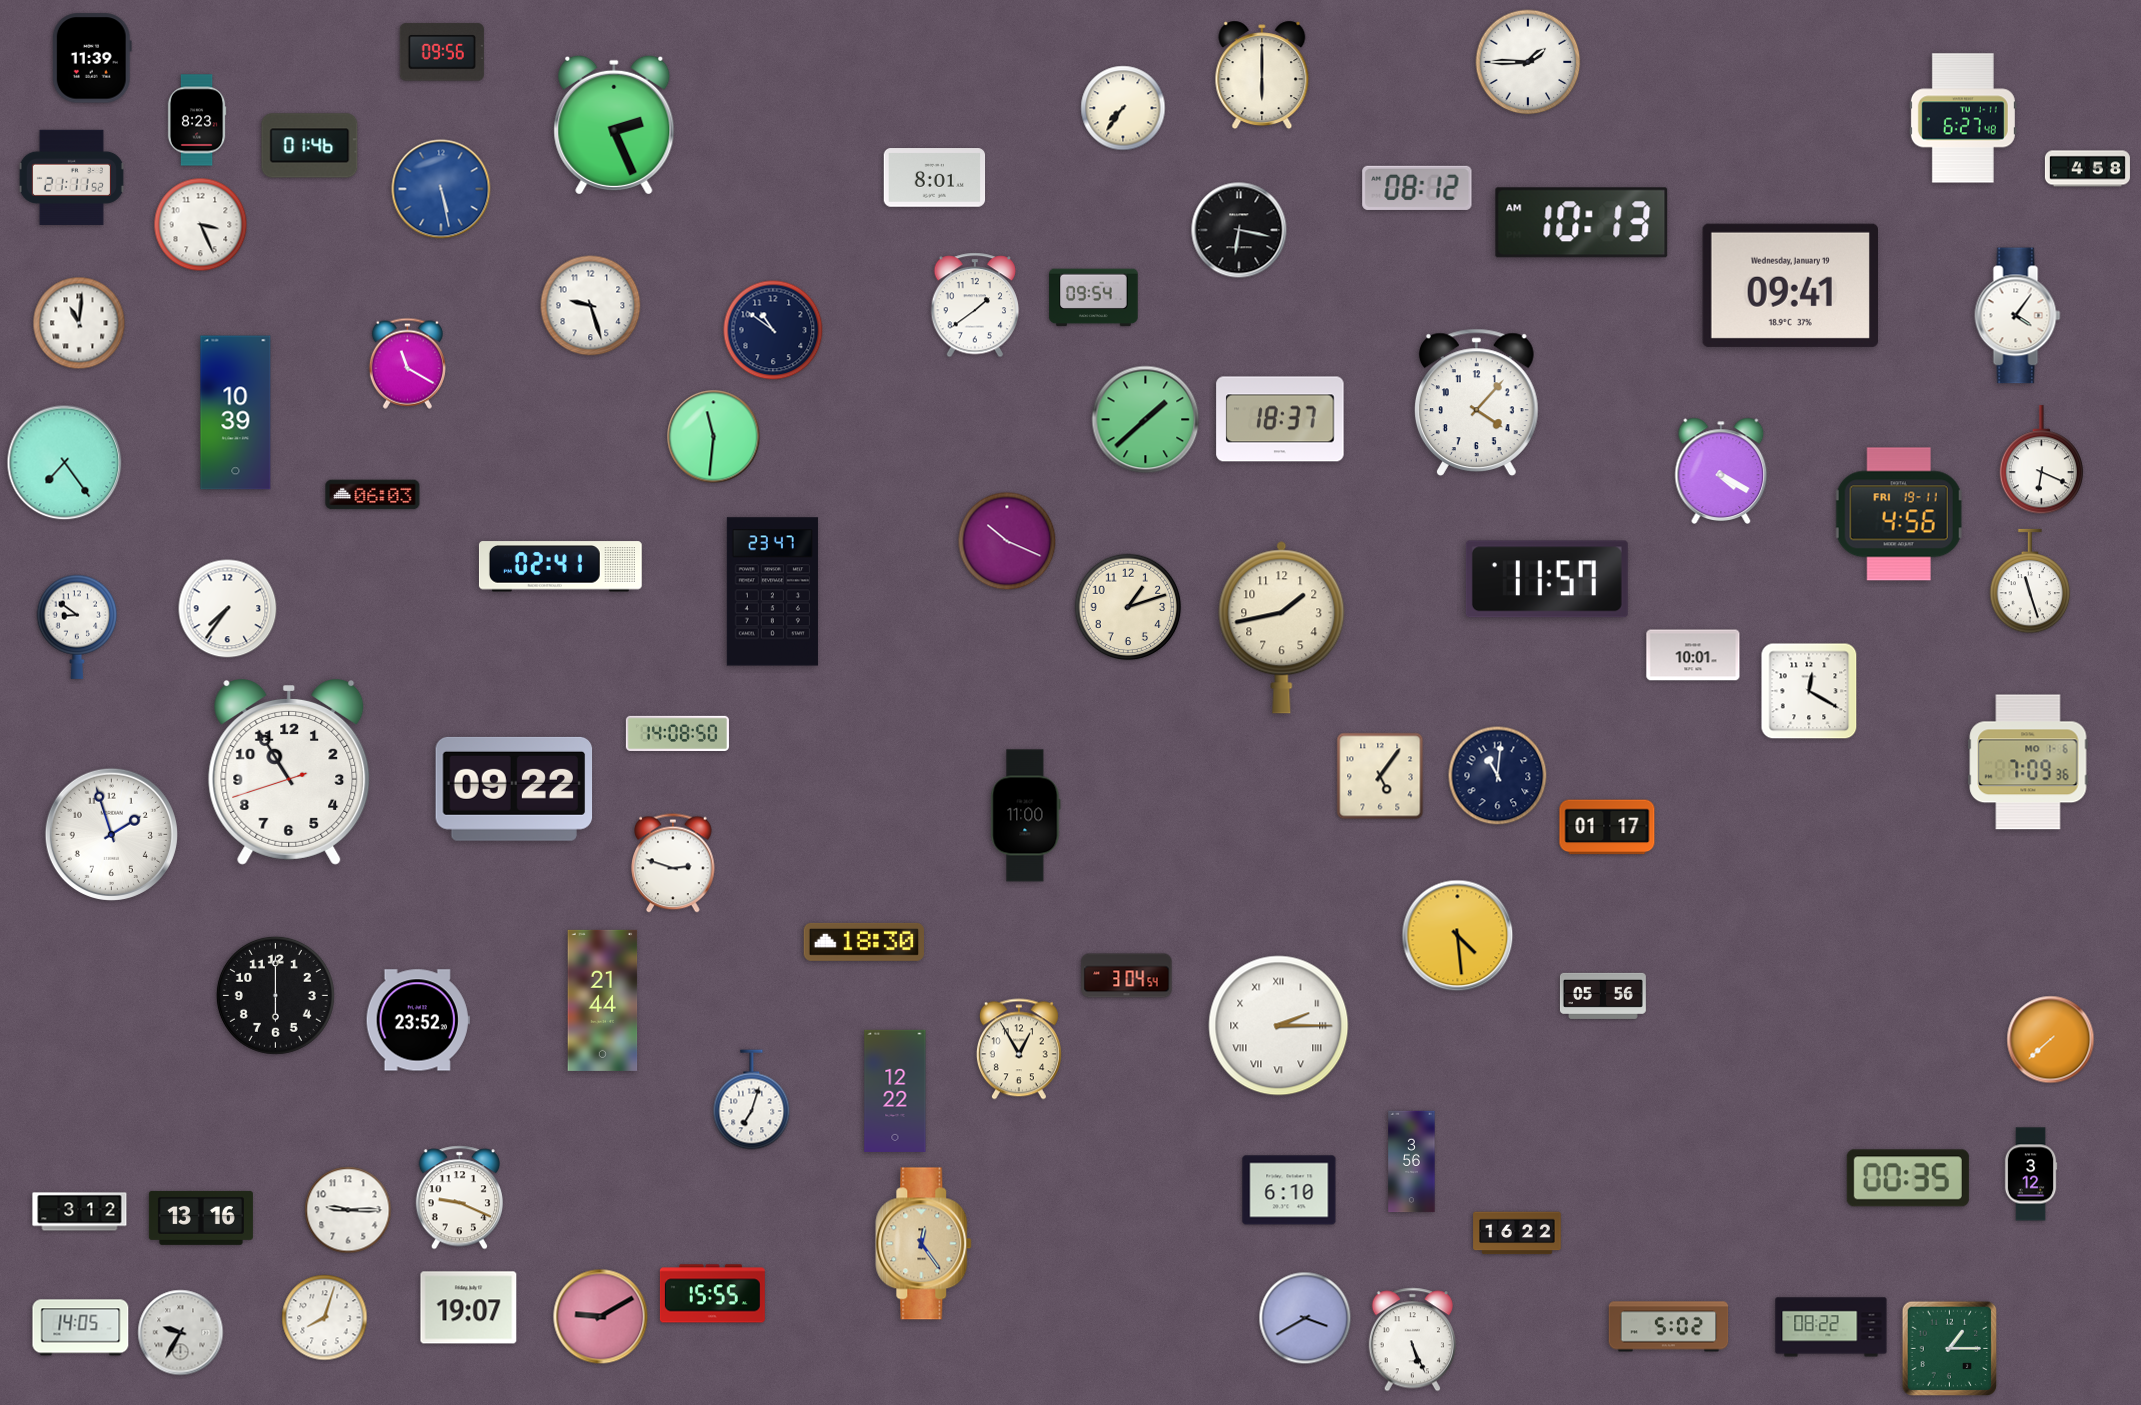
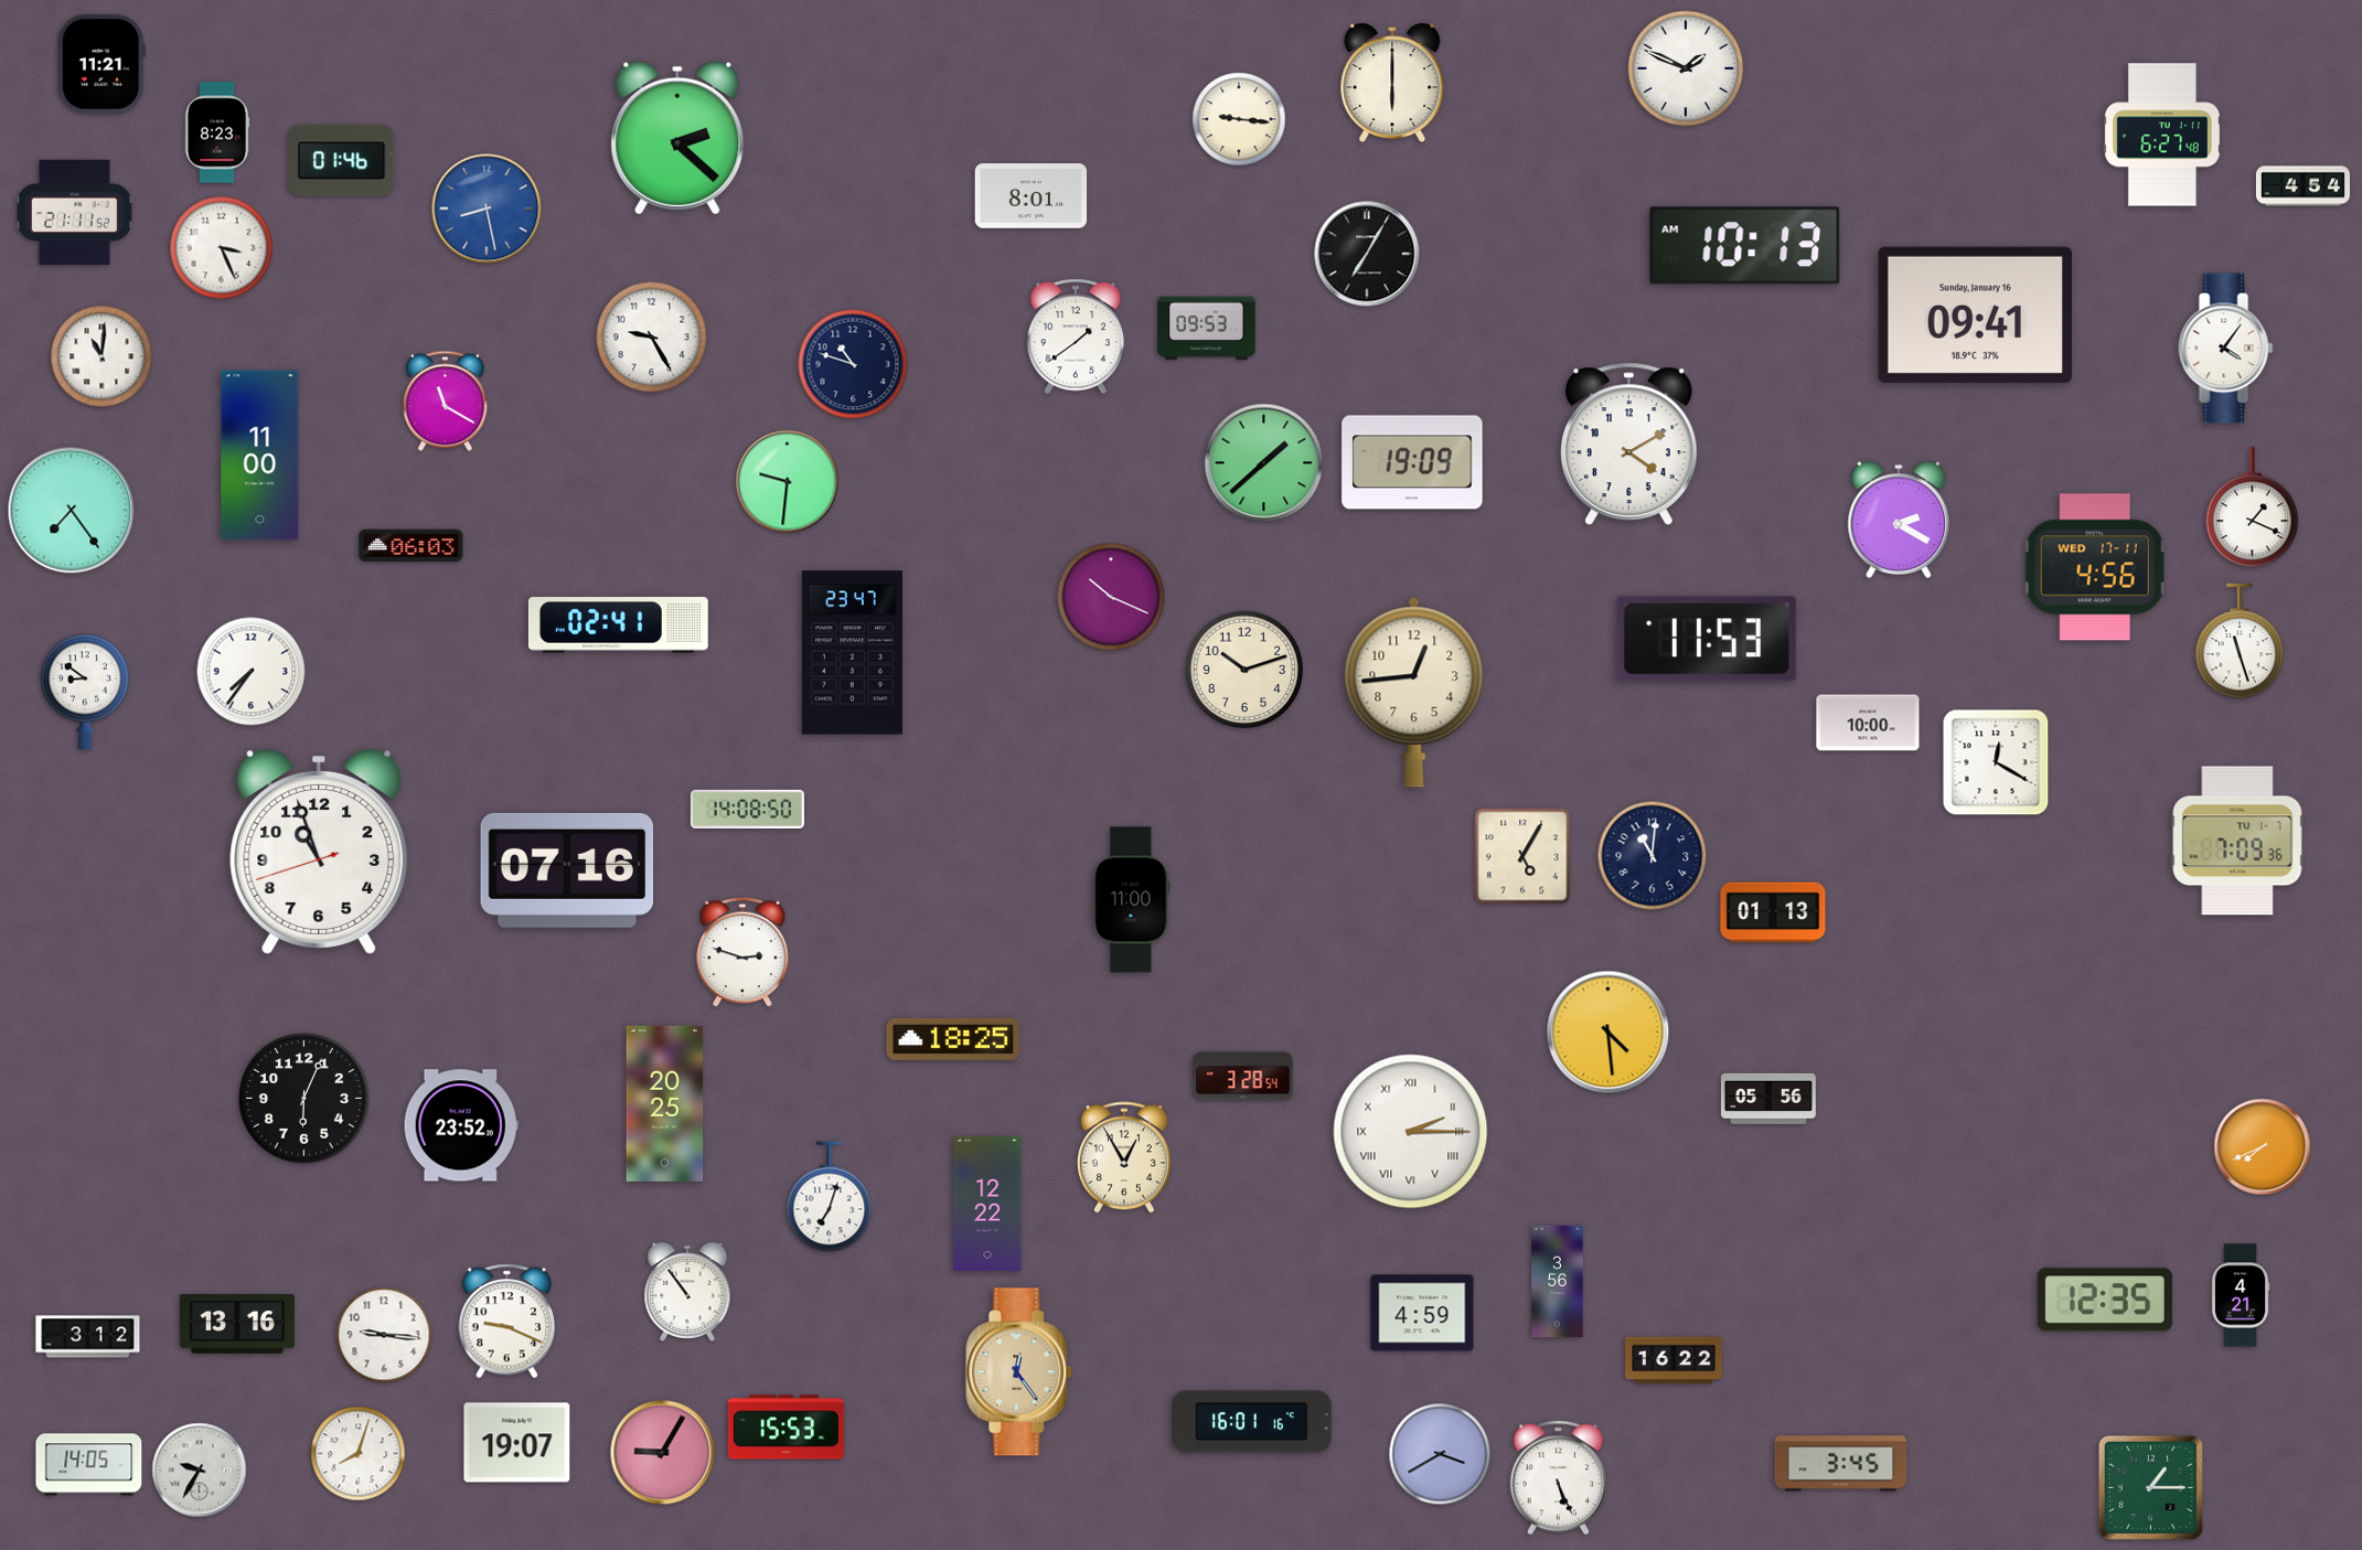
clock at (442, 52): 09:56 -> none
clock at (92, 58): 11:39 -> 11:21
clock at (1528, 62): 1:45 -> 1:49
clock at (1123, 108): 7:36 -> 9:16
clock at (1963, 118) position: (1963, 118) -> (2162, 135)
clock at (614, 125): 2:26 -> 2:22
clock at (2087, 169): 4:58 -> 4:54
clock at (71, 177) position: (71, 177) -> (74, 212)
clock at (1417, 188): 08:12 -> none
clock at (441, 189): 5:28 -> 8:28
clock at (1239, 230): 6:17 -> 7:05
clock at (1790, 285) date: Wednesday, January 19 -> Sunday, January 16
clock at (1094, 298): 09:54 -> 09:53
clock at (591, 306): 9:27 -> 9:25
clock at (79, 323) position: (79, 323) -> (101, 356)
clock at (773, 330): 10:51 -> 10:48
clock at (407, 363) position: (407, 363) -> (445, 400)
clock at (1476, 402): 4:07 -> 4:10
clock at (236, 413): 10:39 -> 11:00
clock at (1280, 419): 18:37 -> 19:09
clock at (714, 437): 11:31 -> 9:31
clock at (2041, 460): 6:19 -> 1:19
clock at (1721, 471): 4:20 -> 2:20
clock at (1899, 514) date: FRI 19-11 -> WED 17-11
clock at (1547, 579): 11:57 -> 11:53
clock at (1128, 607): 1:12 -> 10:12
clock at (1282, 628): 1:43 -> 12:44
clock at (1693, 655): 10:01 -> 10:00
clock at (2028, 762) date: MO 1-6 -> TU 1-7
clock at (289, 773): 10:54 -> 10:56
clock at (1380, 776): 5:06 -> 5:05
clock at (514, 789): 09:22 -> 07:16
clock at (1607, 827): 01:17 -> 01:13
clock at (111, 834): 1:57 -> none
clock at (864, 942): 18:30 -> 18:25
clock at (1127, 976): 3:04 -> 3:28
clock at (275, 995): 6:00 -> 6:04
clock at (603, 1000): 21:44 -> 20:25
clock at (2051, 1040): 7:38 -> 7:41
clock at (752, 1100) position: (752, 1100) -> (830, 1197)
clock at (687, 1292): none -> 10:54
clock at (2031, 1174): 3:12 -> 4:21
clock at (1908, 1178): 00:35 -> 12:35
clock at (1289, 1190): 6:10 -> 4:59
clock at (348, 1210): 9:15 -> 9:16
clock at (201, 1218) position: (201, 1218) -> (237, 1324)
clock at (1252, 1422): none -> 16:01
clock at (712, 1294): 15:55 -> 15:53
clock at (601, 1317): 9:10 -> 9:05
clock at (1669, 1327): 5:02 -> 3:45
clock at (1831, 1327): 08:22 -> none
